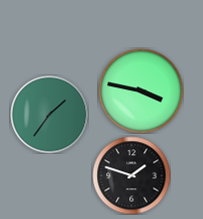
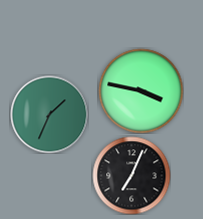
clock at (49, 114): 1:36 -> 1:34
clock at (131, 175): 1:48 -> 7:04
